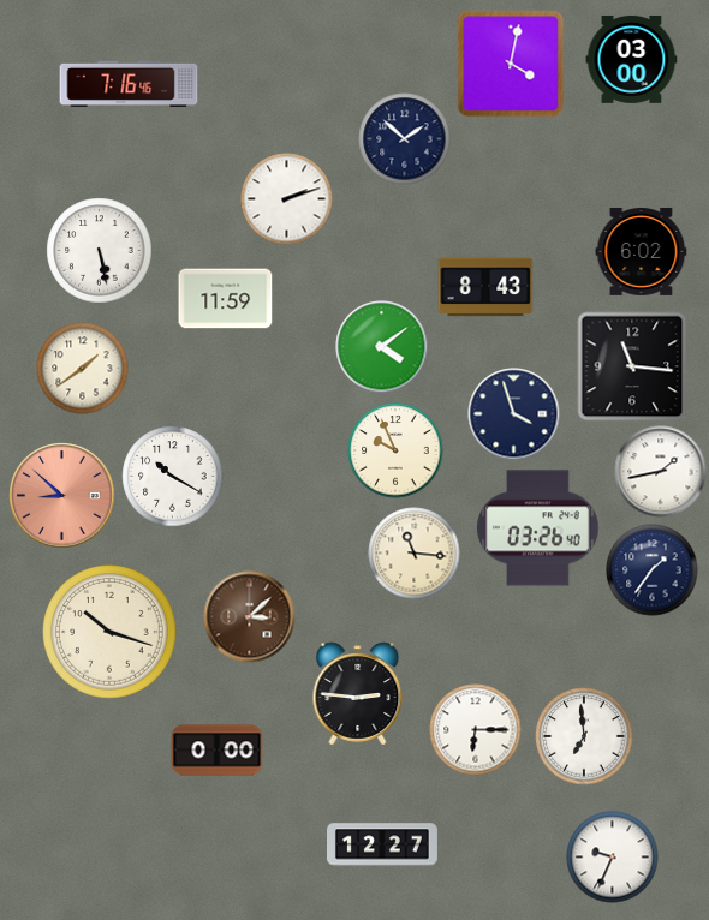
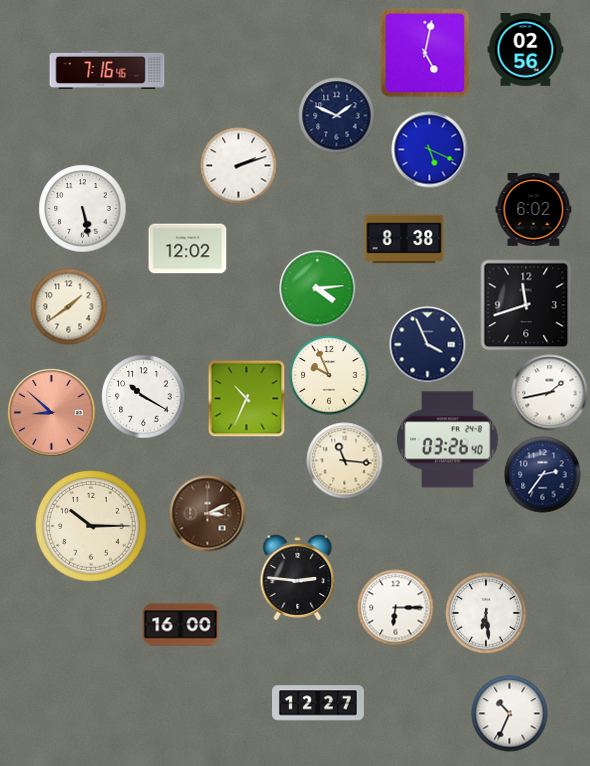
clock at (632, 60): 03:00 -> 02:56
clock at (511, 64): 4:02 -> 5:02
clock at (405, 139): 1:52 -> 1:49
clock at (430, 150): none -> 5:19
clock at (485, 287): 8:43 -> 8:38
clock at (226, 299): 11:59 -> 12:02
clock at (382, 347): 4:09 -> 4:14
clock at (632, 366): 11:16 -> 11:42
clock at (514, 414): 3:57 -> 3:56
clock at (246, 398): none -> 10:34
clock at (653, 570): 1:36 -> 2:36
clock at (250, 617): 3:08 -> 3:11
clock at (109, 632): 10:18 -> 10:15
clock at (584, 736): 6:59 -> 6:29
clock at (218, 751): 0:00 -> 16:00
clock at (613, 858): 9:34 -> 10:34
